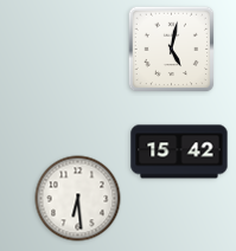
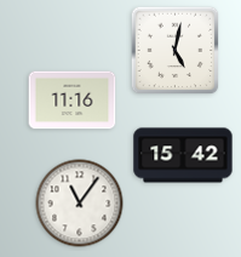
clock at (73, 101): none -> 11:16
clock at (78, 199): 6:29 -> 11:06
